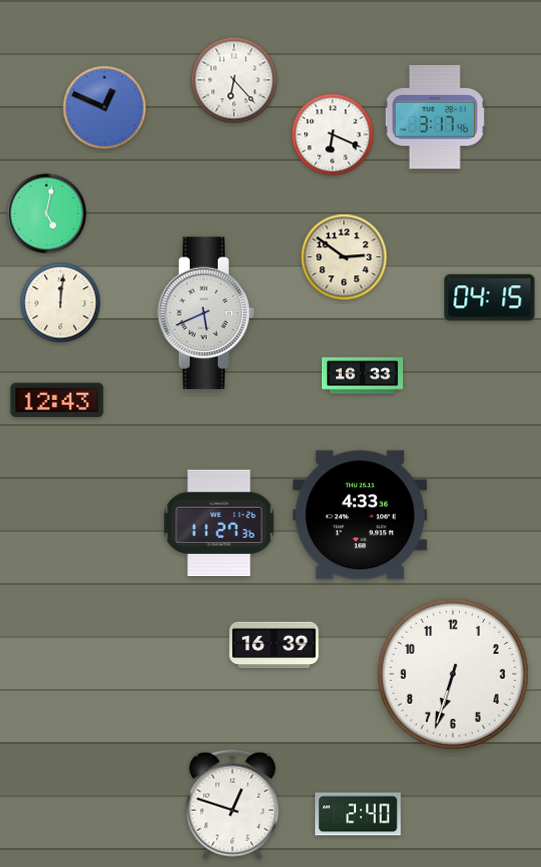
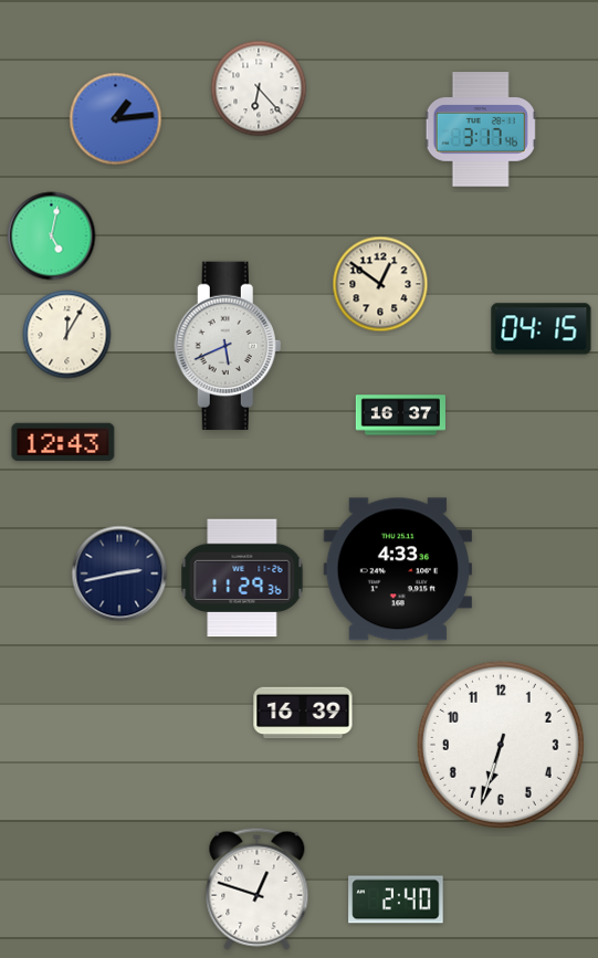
clock at (105, 108): 12:49 -> 1:14
clock at (333, 135): 6:19 -> none
clock at (344, 257): 2:51 -> 12:51
clock at (61, 303): 12:01 -> 12:05
clock at (362, 376): 16:33 -> 16:37
clock at (119, 573): none -> 2:43
clock at (219, 523): 11:27 -> 11:29
